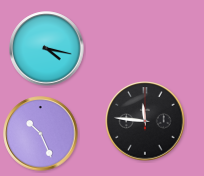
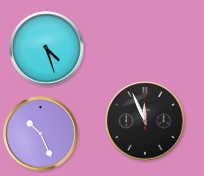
clock at (47, 49): 4:17 -> 4:27
clock at (145, 121): 11:46 -> 11:56
